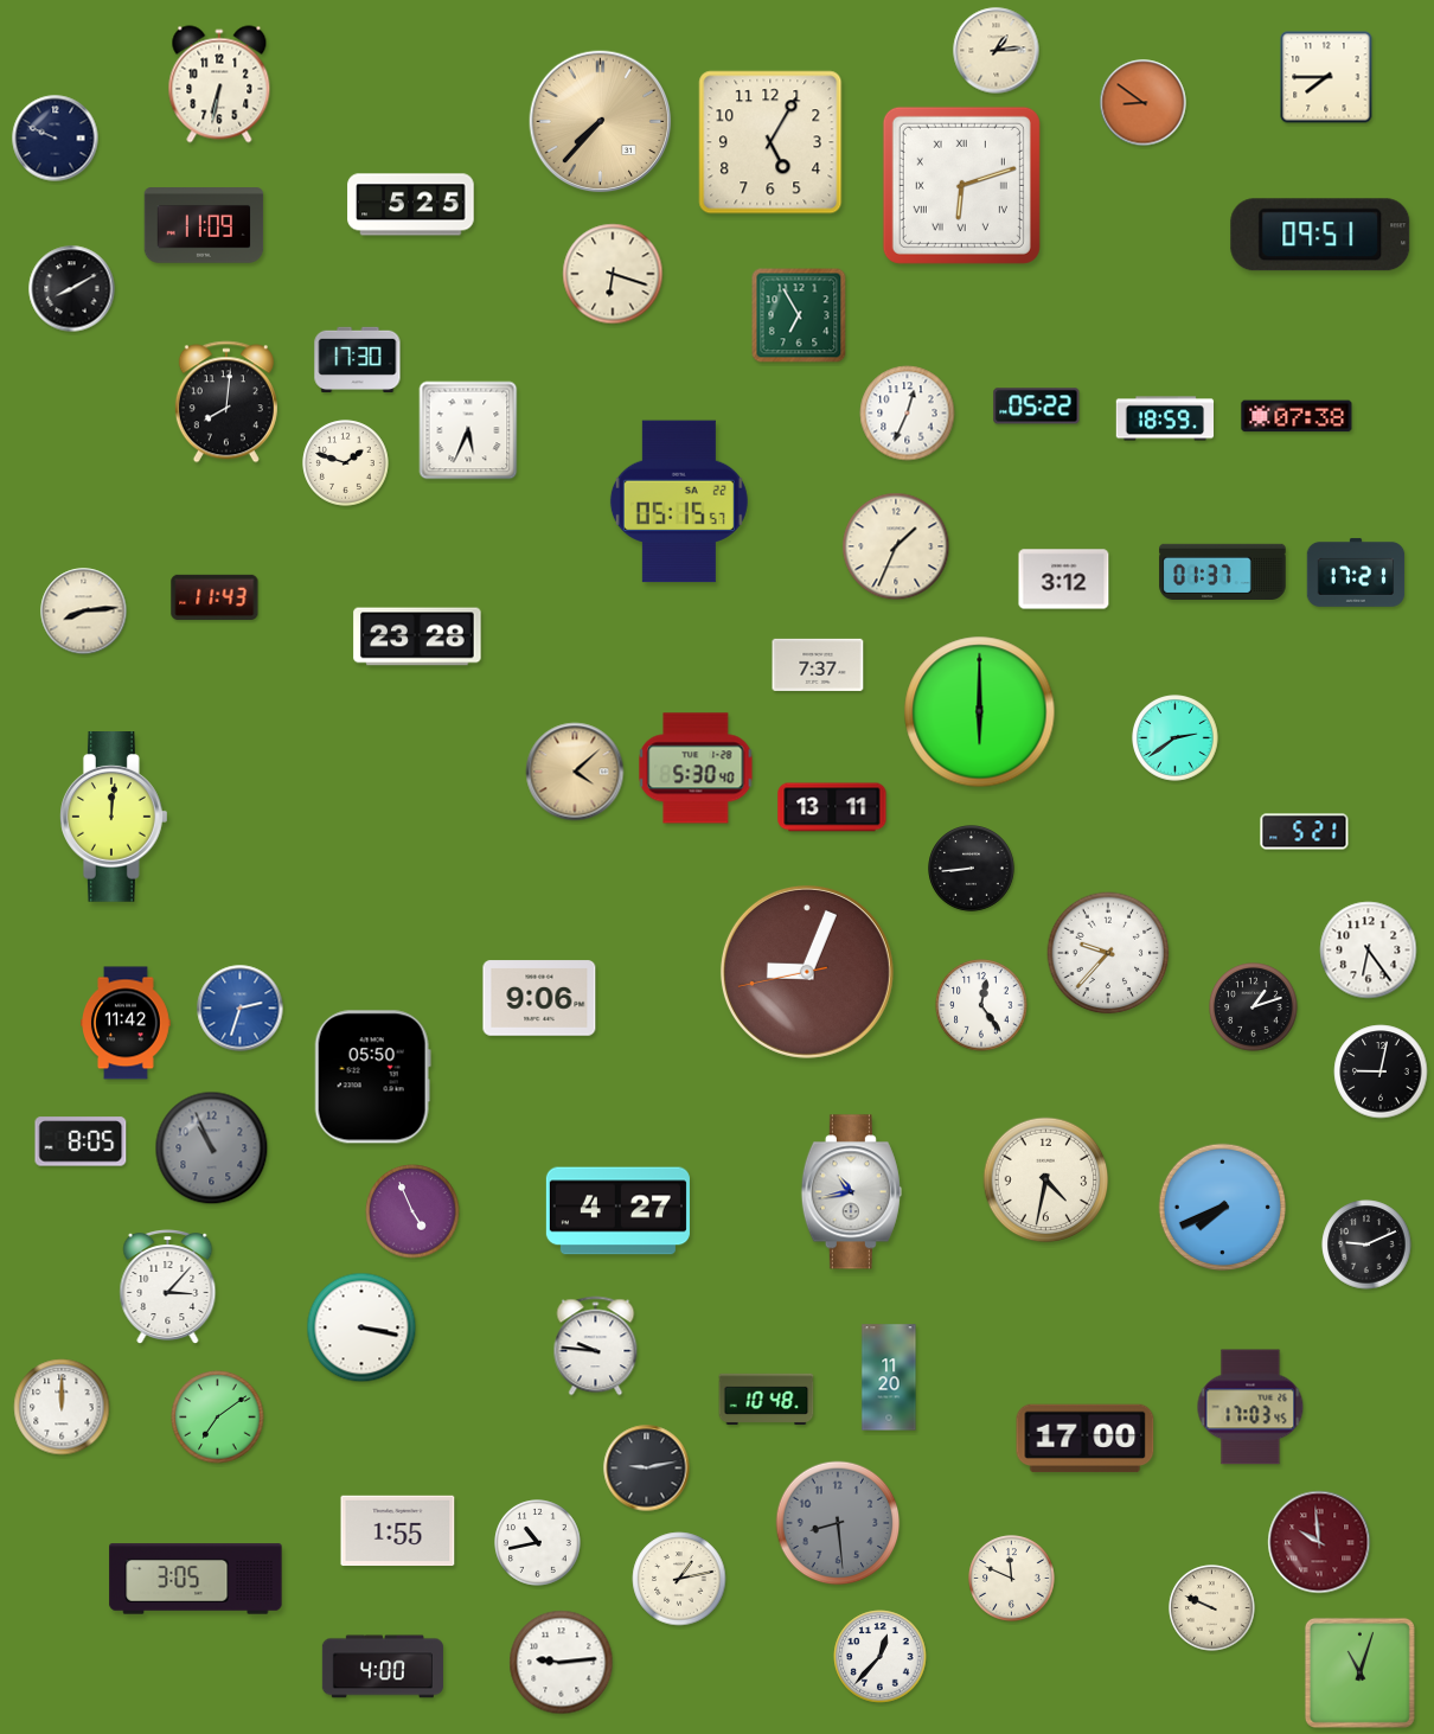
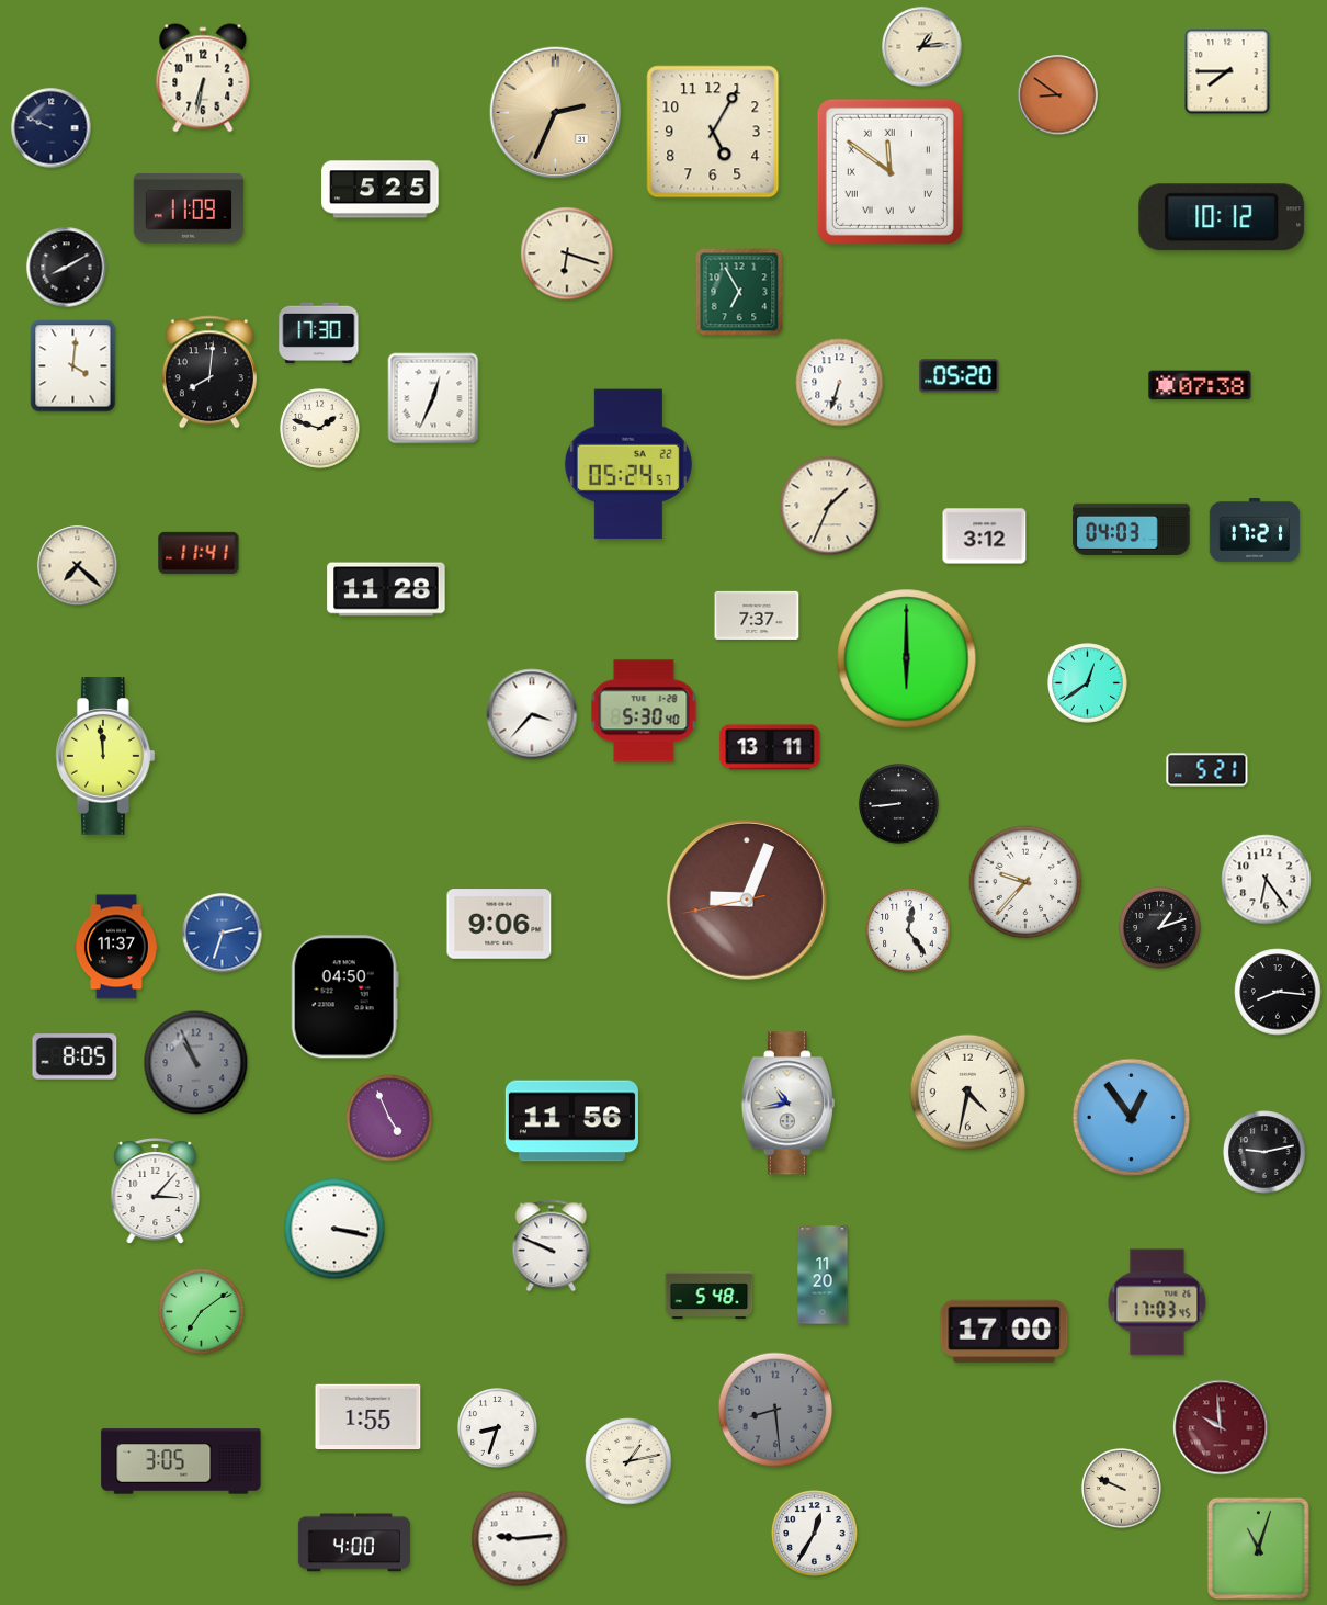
clock at (601, 122): 7:37 -> 2:34
clock at (961, 185): 6:12 -> 11:51
clock at (1320, 235): 09:51 -> 10:12
clock at (358, 359) position: (358, 359) -> (319, 332)
clock at (73, 366): none -> 4:01
clock at (1037, 407): 05:22 -> 05:20
clock at (908, 414): 12:34 -> 6:33
clock at (1165, 418): 18:59 -> none
clock at (468, 430): 5:34 -> 12:34
clock at (679, 501): 05:15 -> 05:24
clock at (1223, 571): 01:37 -> 04:03
clock at (215, 597): 11:43 -> 11:41
clock at (84, 612): 8:14 -> 7:22
clock at (417, 636): 23:28 -> 11:28
clock at (1176, 738): 2:39 -> 12:39
clock at (575, 772): 4:08 -> 3:37
clock at (575, 772) dial: champagne -> white
clock at (115, 818): 12:01 -> 11:59
clock at (1254, 1007) position: (1254, 1007) -> (1160, 928)
clock at (127, 1023): 11:42 -> 11:37
clock at (1381, 1071): 9:02 -> 8:16
clock at (372, 1077): 05:50 -> 04:50
clock at (1223, 1208): 7:41 -> 12:54
clock at (412, 1211) position: (412, 1211) -> (389, 1118)
clock at (617, 1211): 4:27 -> 11:56
clock at (1366, 1244): 9:11 -> 9:13
clock at (596, 1346): 9:46 -> 9:49
clock at (767, 1400): 10:48 -> 5:48
clock at (62, 1407): 12:00 -> none
clock at (647, 1469): 9:13 -> none
clock at (538, 1543): 10:43 -> 8:33
clock at (1012, 1579): 11:49 -> none
clock at (881, 1657): 12:37 -> 12:35
